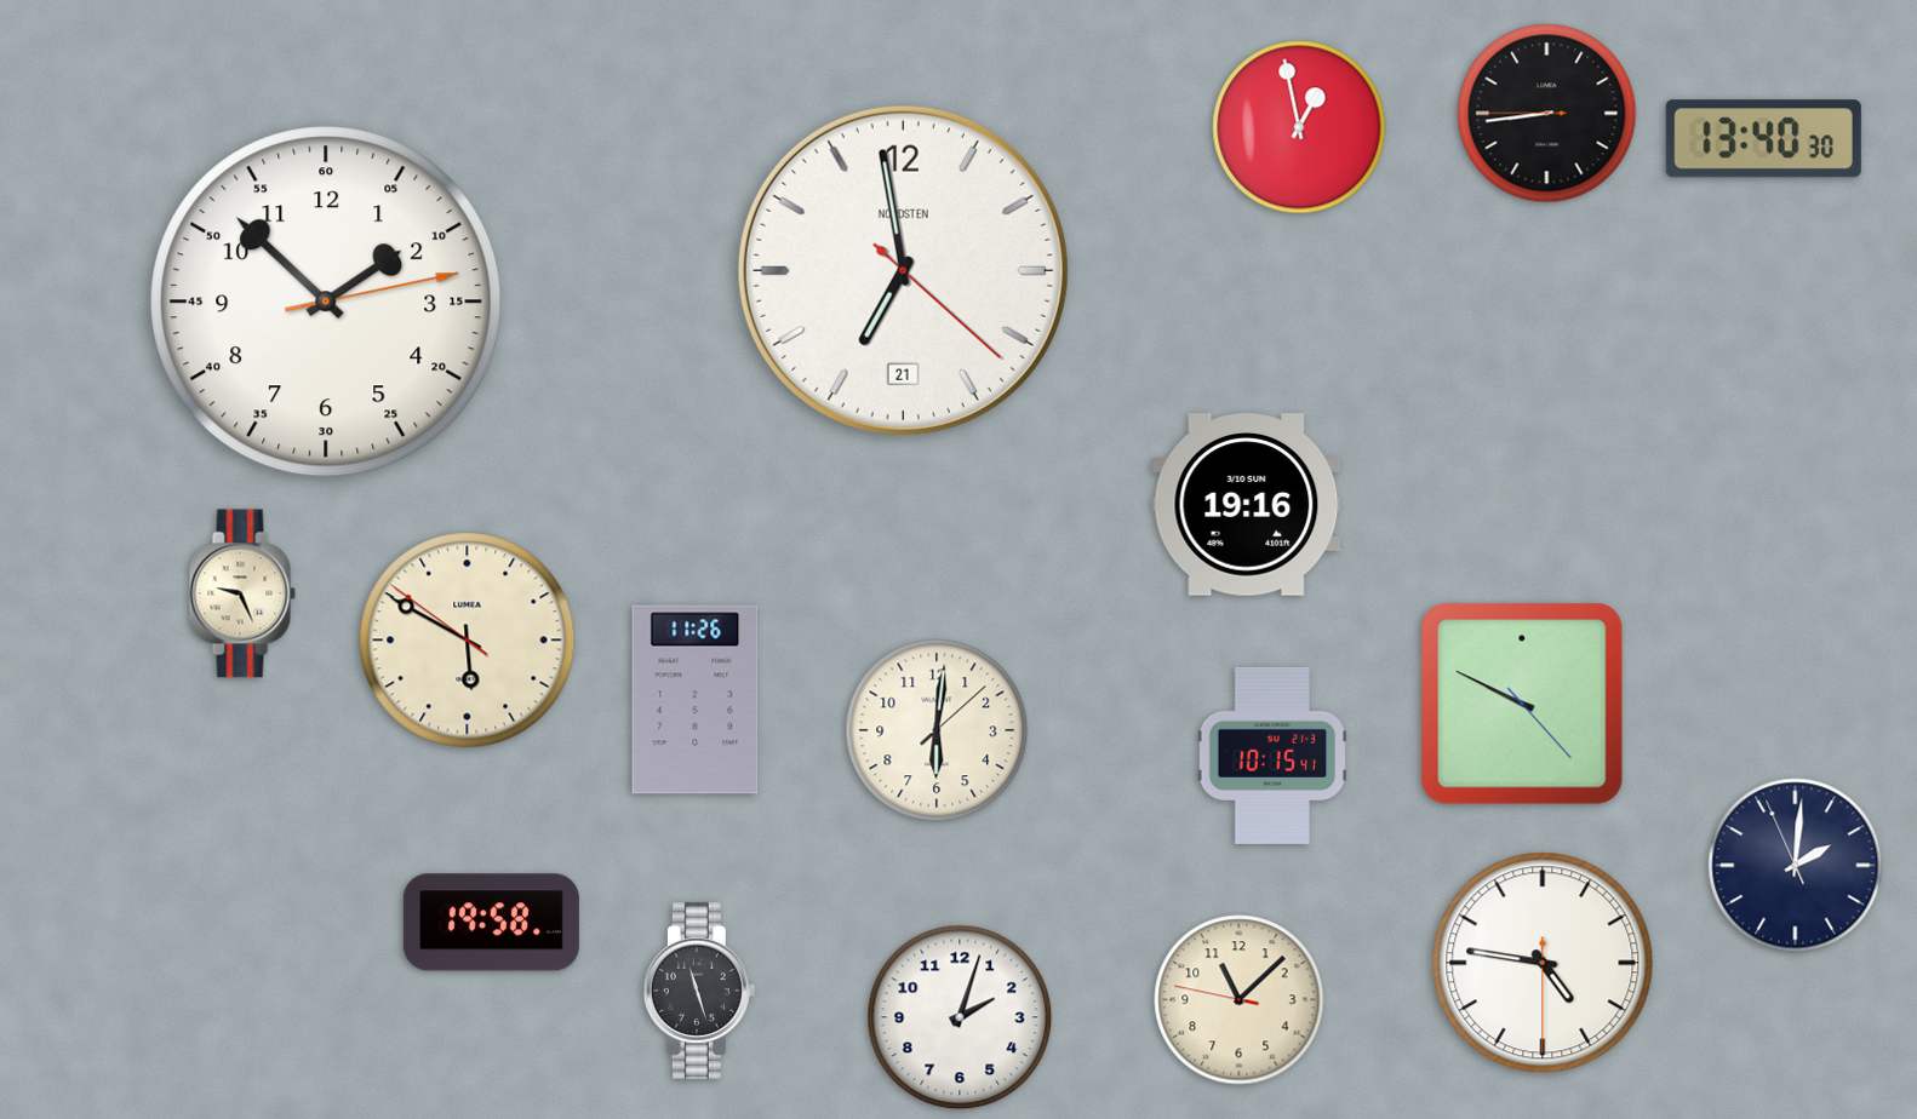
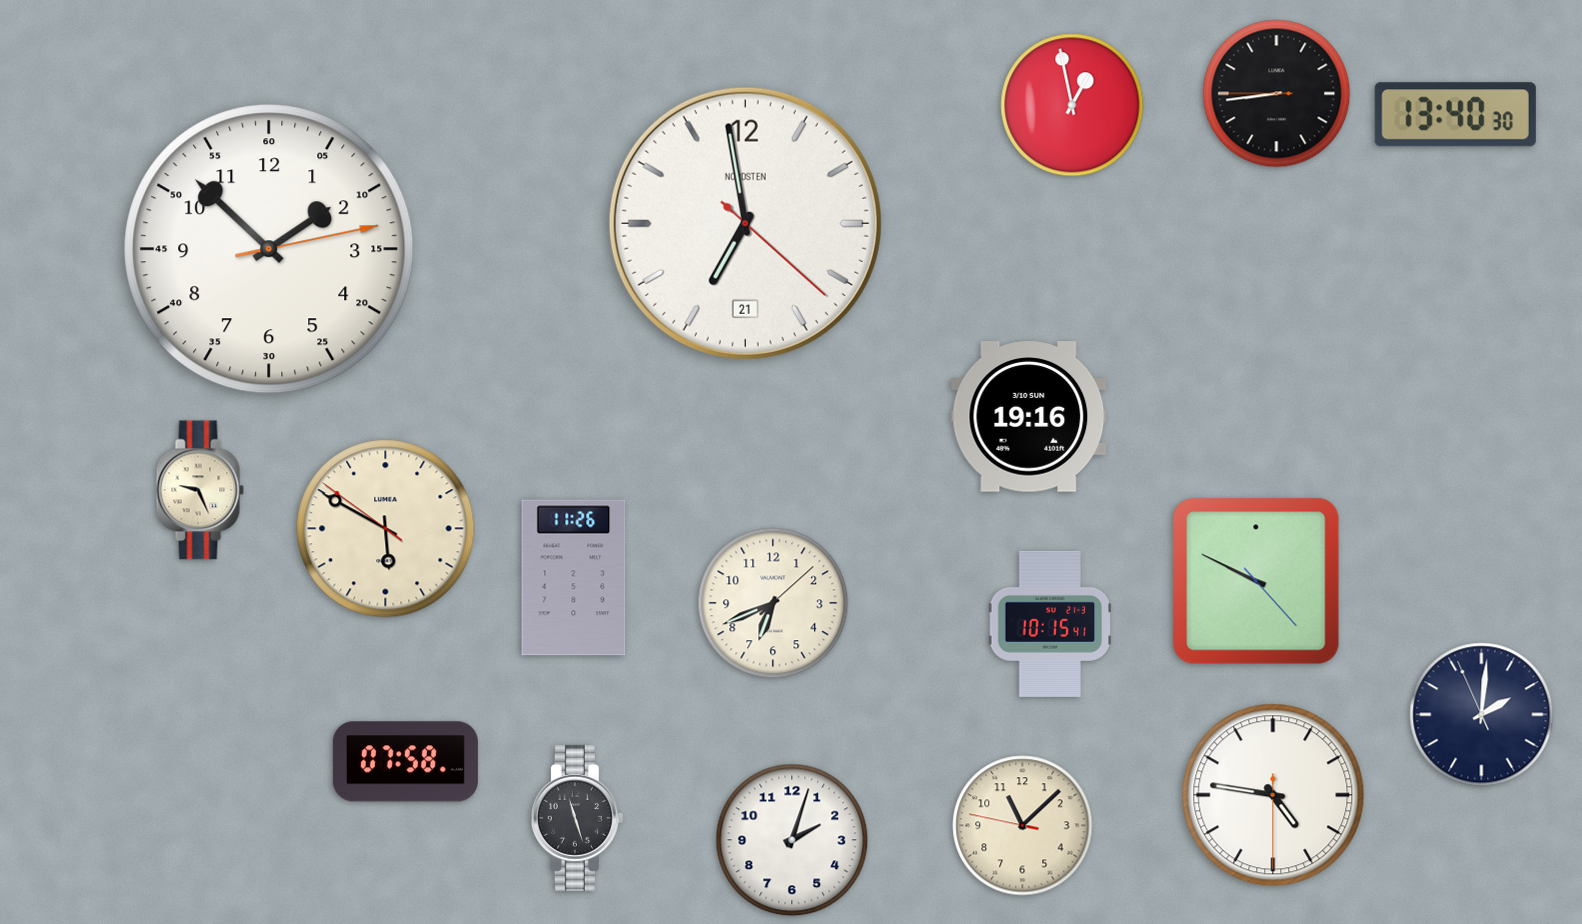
clock at (937, 730): 6:01 -> 6:41
clock at (491, 923): 19:58 -> 07:58
